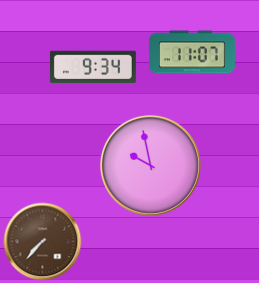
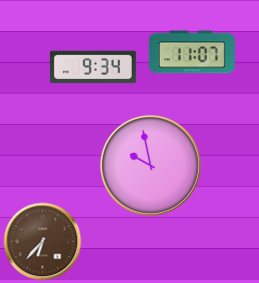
clock at (42, 241): 7:37 -> 6:37
